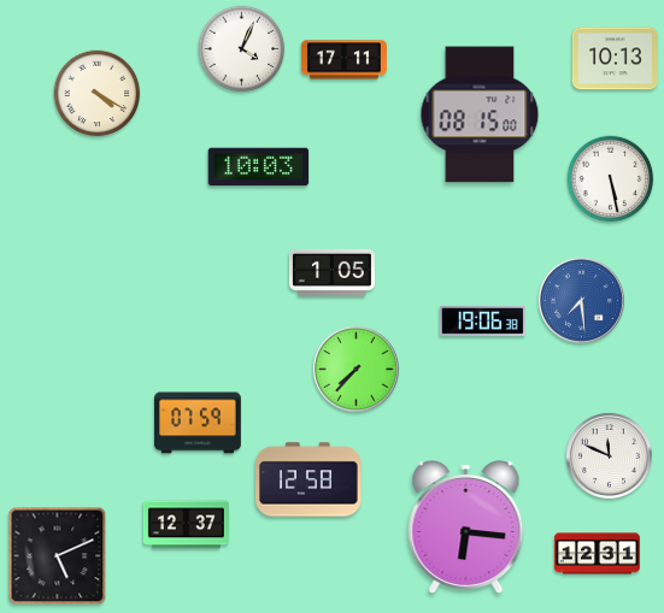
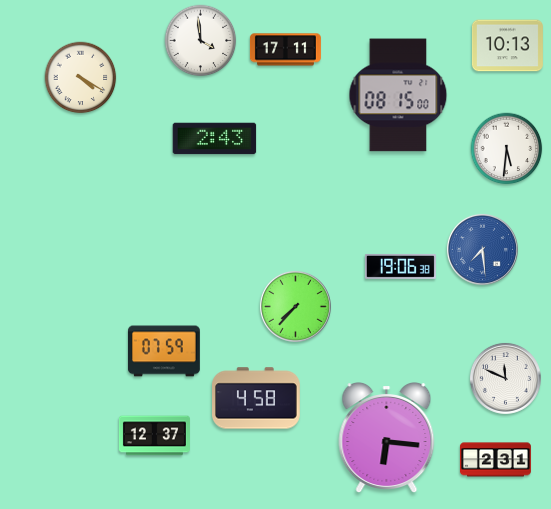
clock at (242, 49): 4:04 -> 3:59
clock at (615, 59) position: (615, 59) -> (507, 46)
clock at (259, 167): 10:03 -> 2:43
clock at (611, 179): 5:28 -> 5:31
clock at (331, 272): 1:05 -> none
clock at (310, 479): 12:58 -> 4:58
clock at (597, 554): 12:31 -> 2:31
clock at (58, 556): 5:11 -> none
